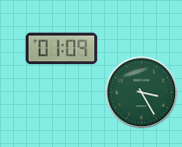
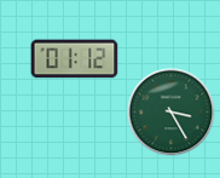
clock at (62, 49): 01:09 -> 01:12
